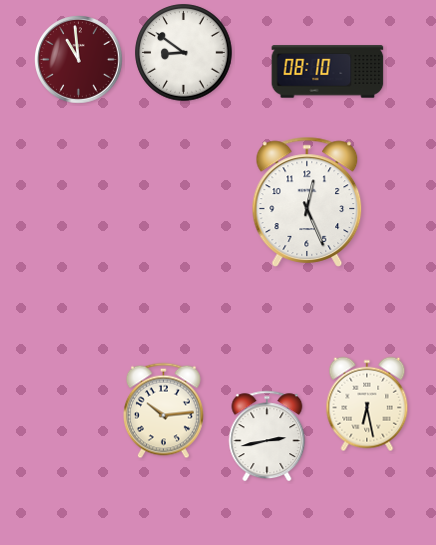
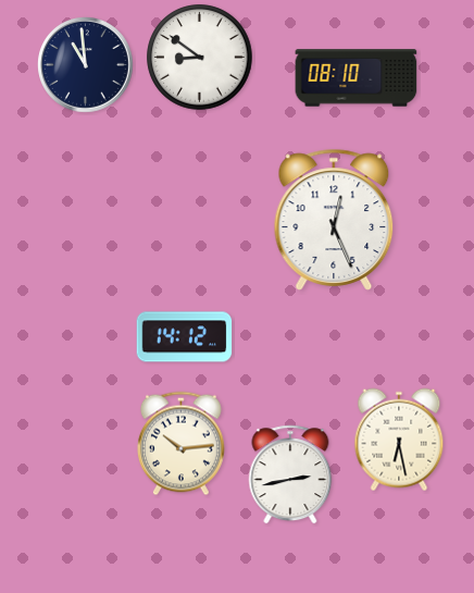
clock at (79, 60) dial: burgundy -> navy
clock at (185, 337): none -> 14:12
clock at (163, 411) position: (163, 411) -> (180, 444)
